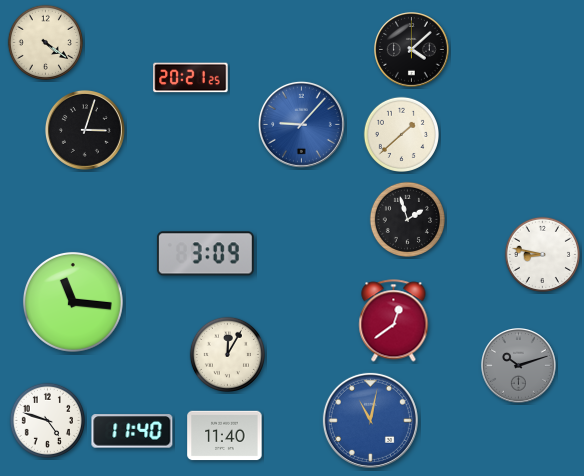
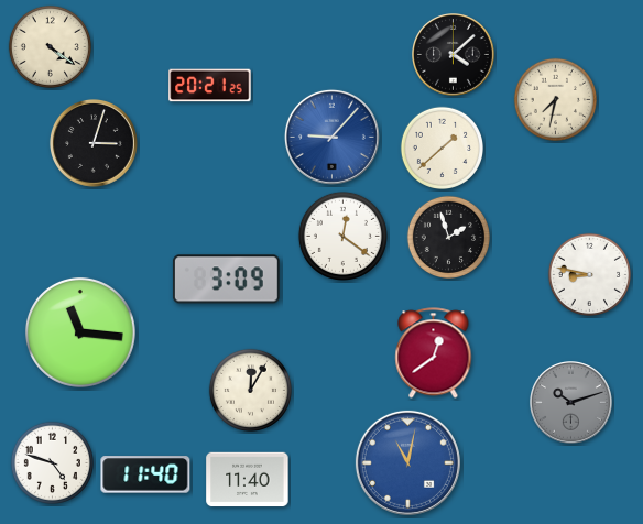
clock at (555, 99): none -> 7:32
clock at (342, 236): none -> 12:21
clock at (407, 219) position: (407, 219) -> (448, 237)
clock at (542, 254) position: (542, 254) -> (589, 274)
